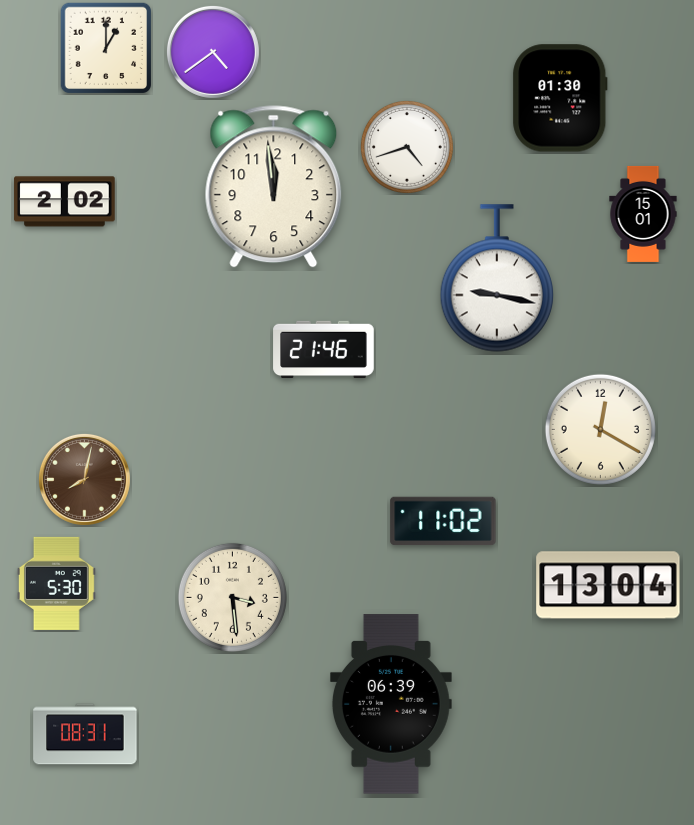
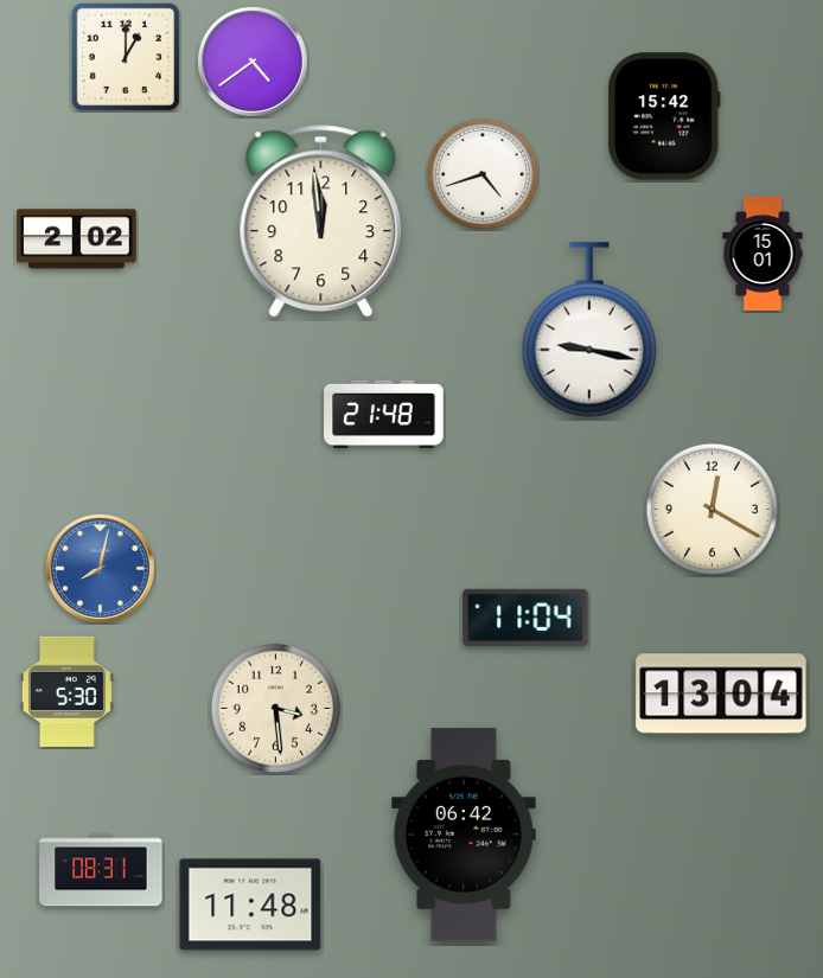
clock at (560, 98): 01:30 -> 15:42
clock at (274, 187) position: (274, 187) -> (321, 222)
clock at (324, 350): 21:46 -> 21:48
clock at (84, 479) dial: brown -> blue
clock at (443, 521): 11:02 -> 11:04
clock at (391, 704): 06:39 -> 06:42
clock at (250, 905): none -> 11:48
